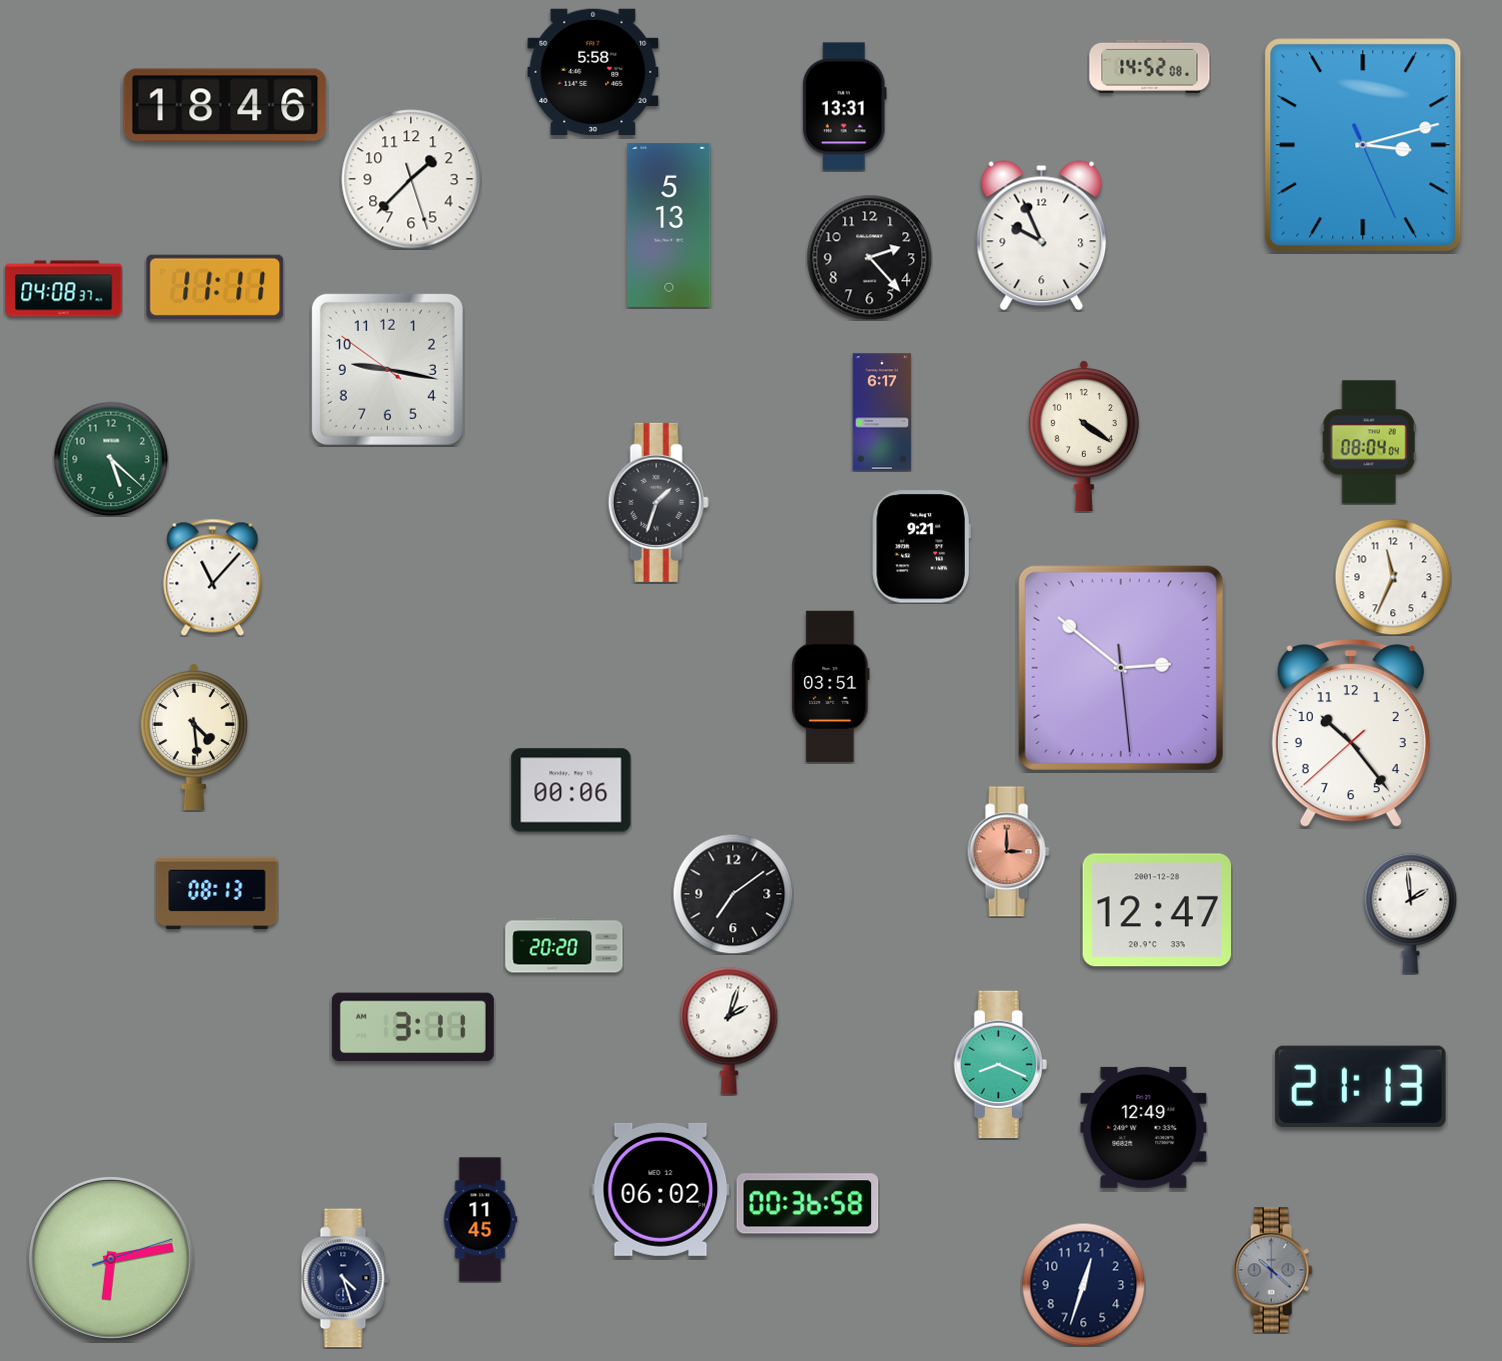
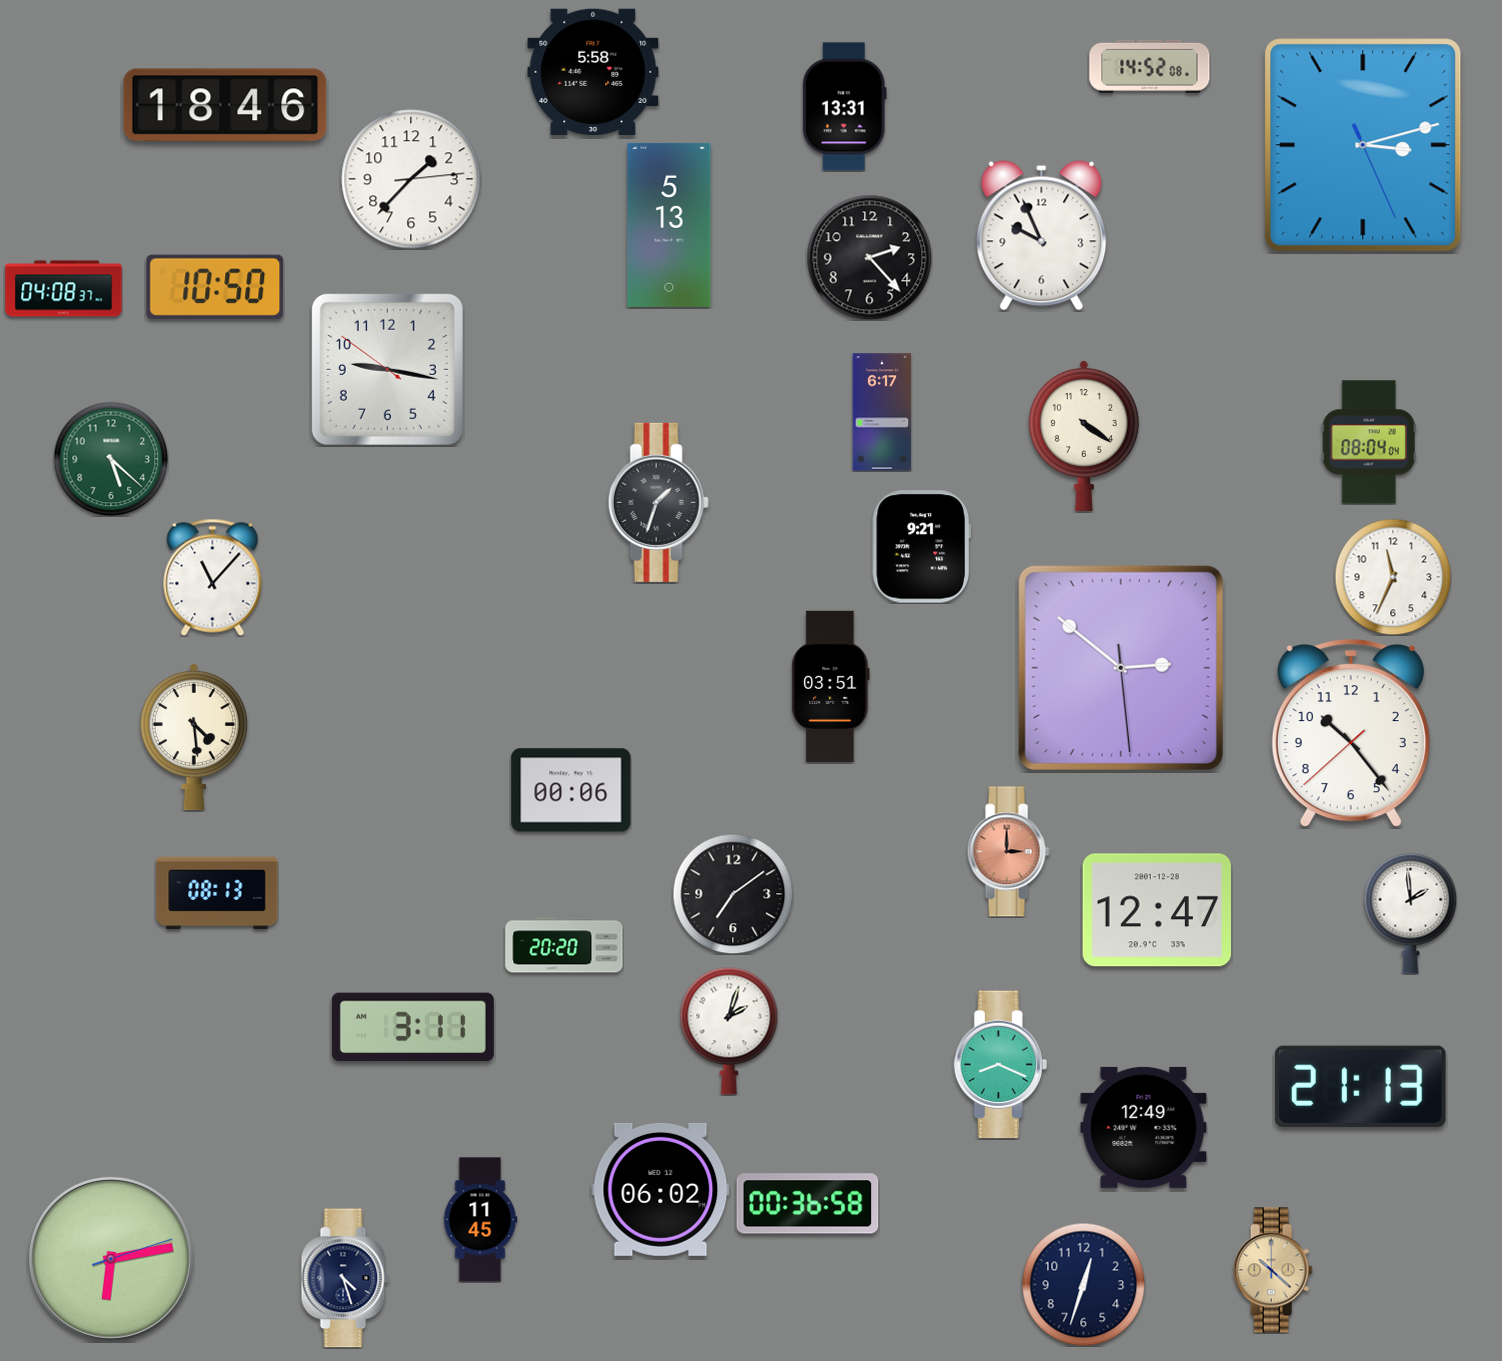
clock at (411, 179): 1:37:27 -> 1:37:14
clock at (215, 287): 11:11 -> 10:50
clock at (1273, 1270) dial: grey -> champagne
